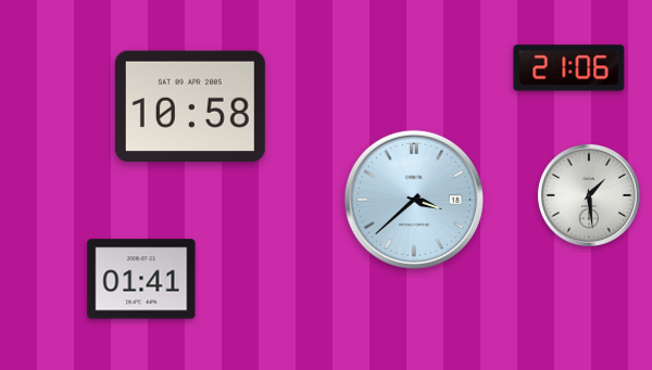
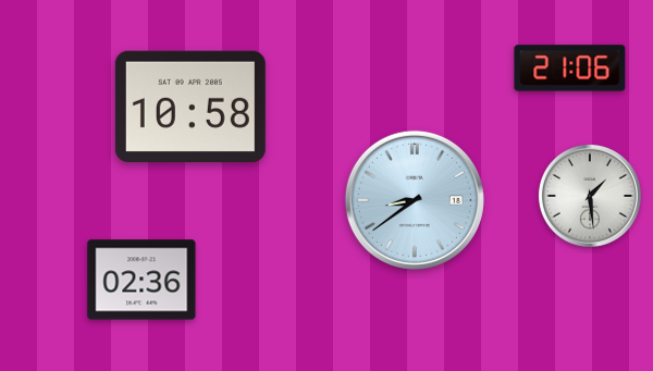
clock at (414, 200): 3:38 -> 8:39
clock at (141, 279): 01:41 -> 02:36
